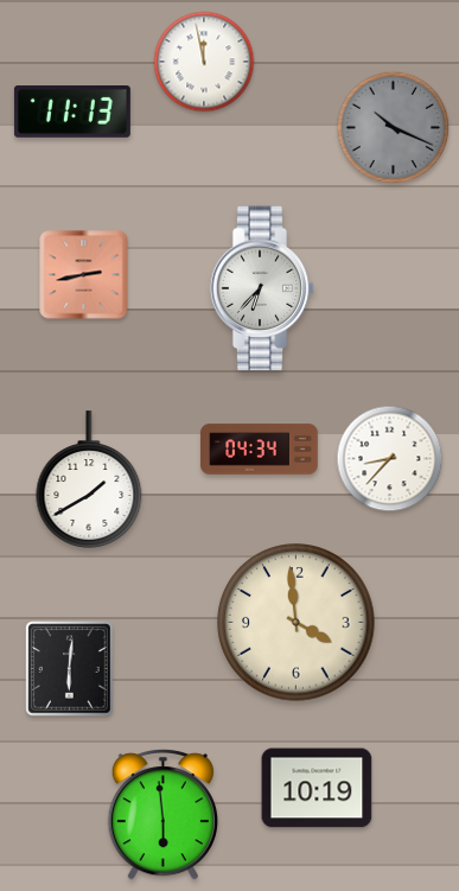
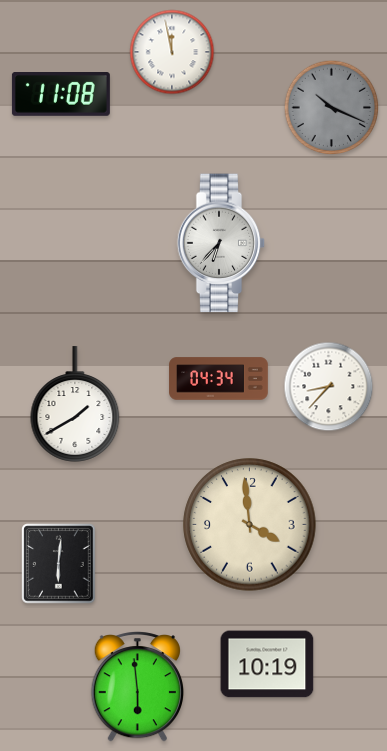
clock at (72, 113): 11:13 -> 11:08
clock at (84, 275): 2:43 -> none
